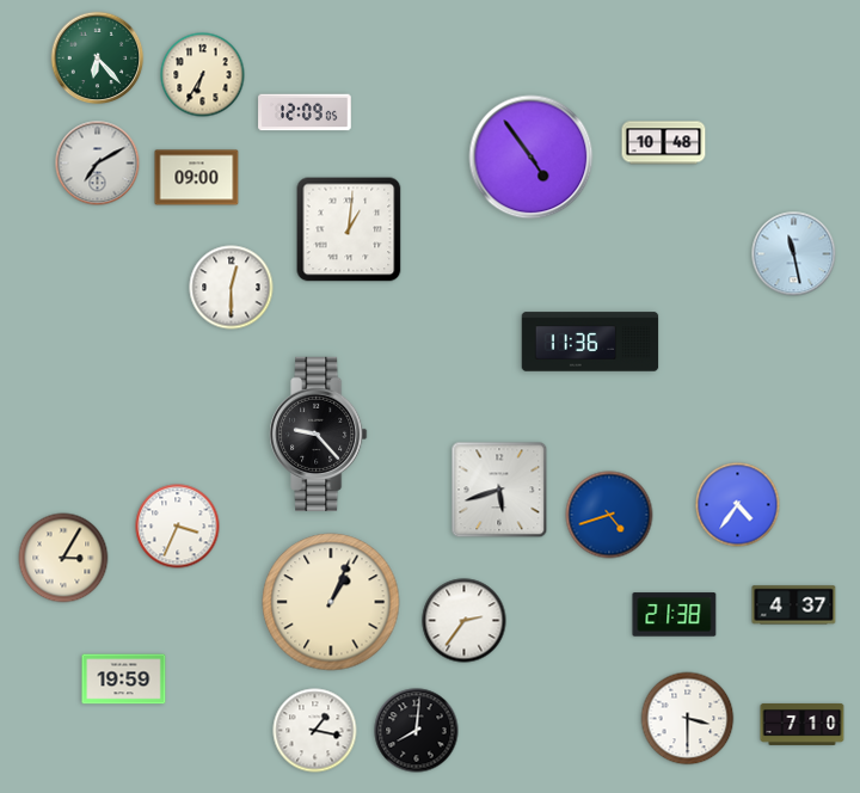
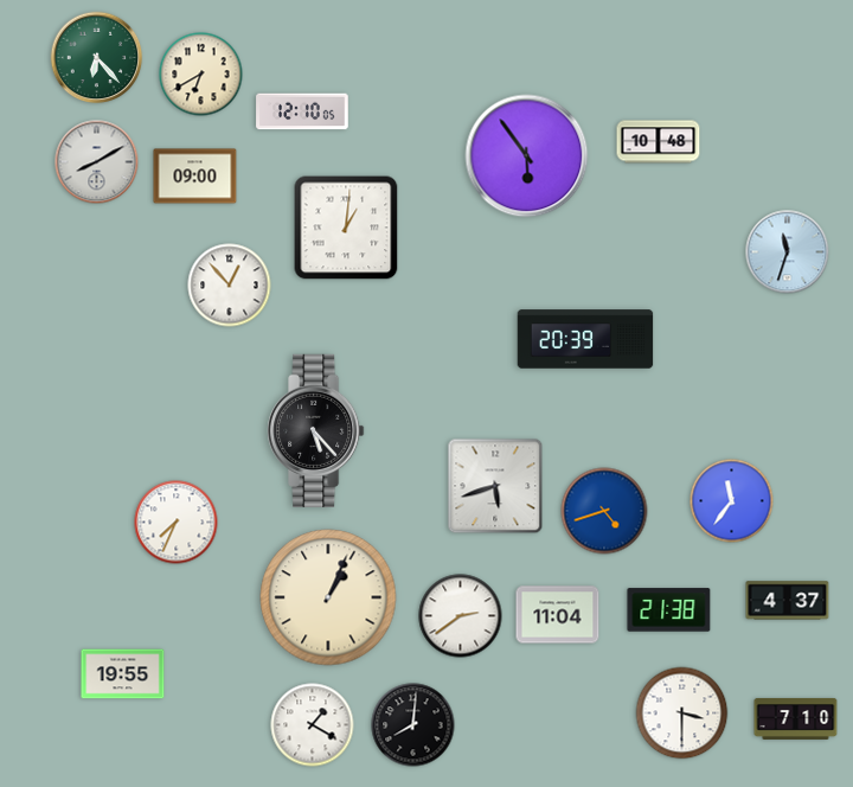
clock at (203, 75): 6:35 -> 6:40
clock at (305, 112): 12:09 -> 12:10
clock at (532, 158): 4:54 -> 5:54
clock at (98, 164): 7:10 -> 8:10
clock at (794, 254): 11:28 -> 11:33
clock at (232, 288): 12:30 -> 12:53
clock at (590, 342): 11:36 -> 20:39
clock at (319, 434): 9:23 -> 5:23
clock at (738, 505): 4:36 -> 11:36
clock at (178, 527): 3:34 -> 7:34
clock at (63, 558): 3:05 -> none
clock at (558, 615): none -> 11:04
clock at (465, 621): 2:36 -> 2:39
clock at (124, 680): 19:59 -> 19:55
clock at (315, 731): 1:17 -> 1:20
